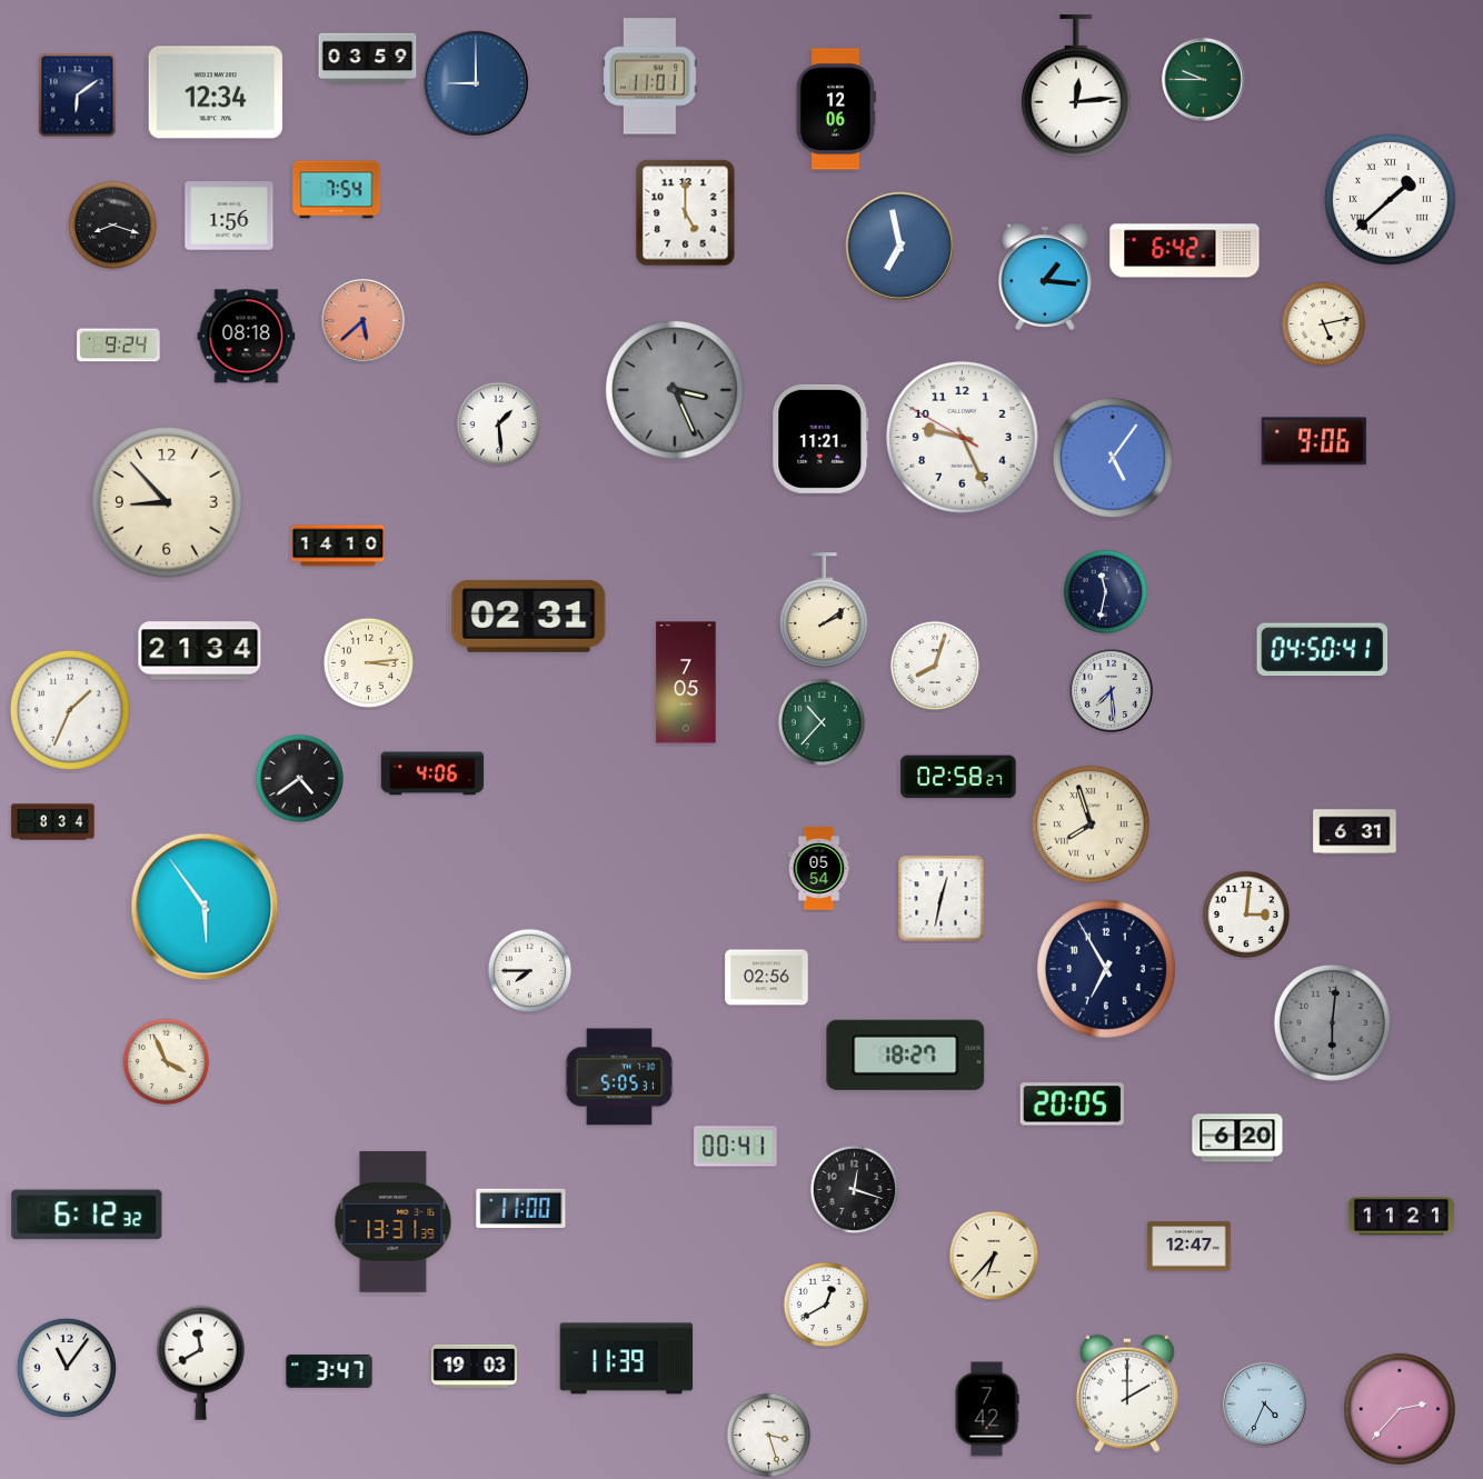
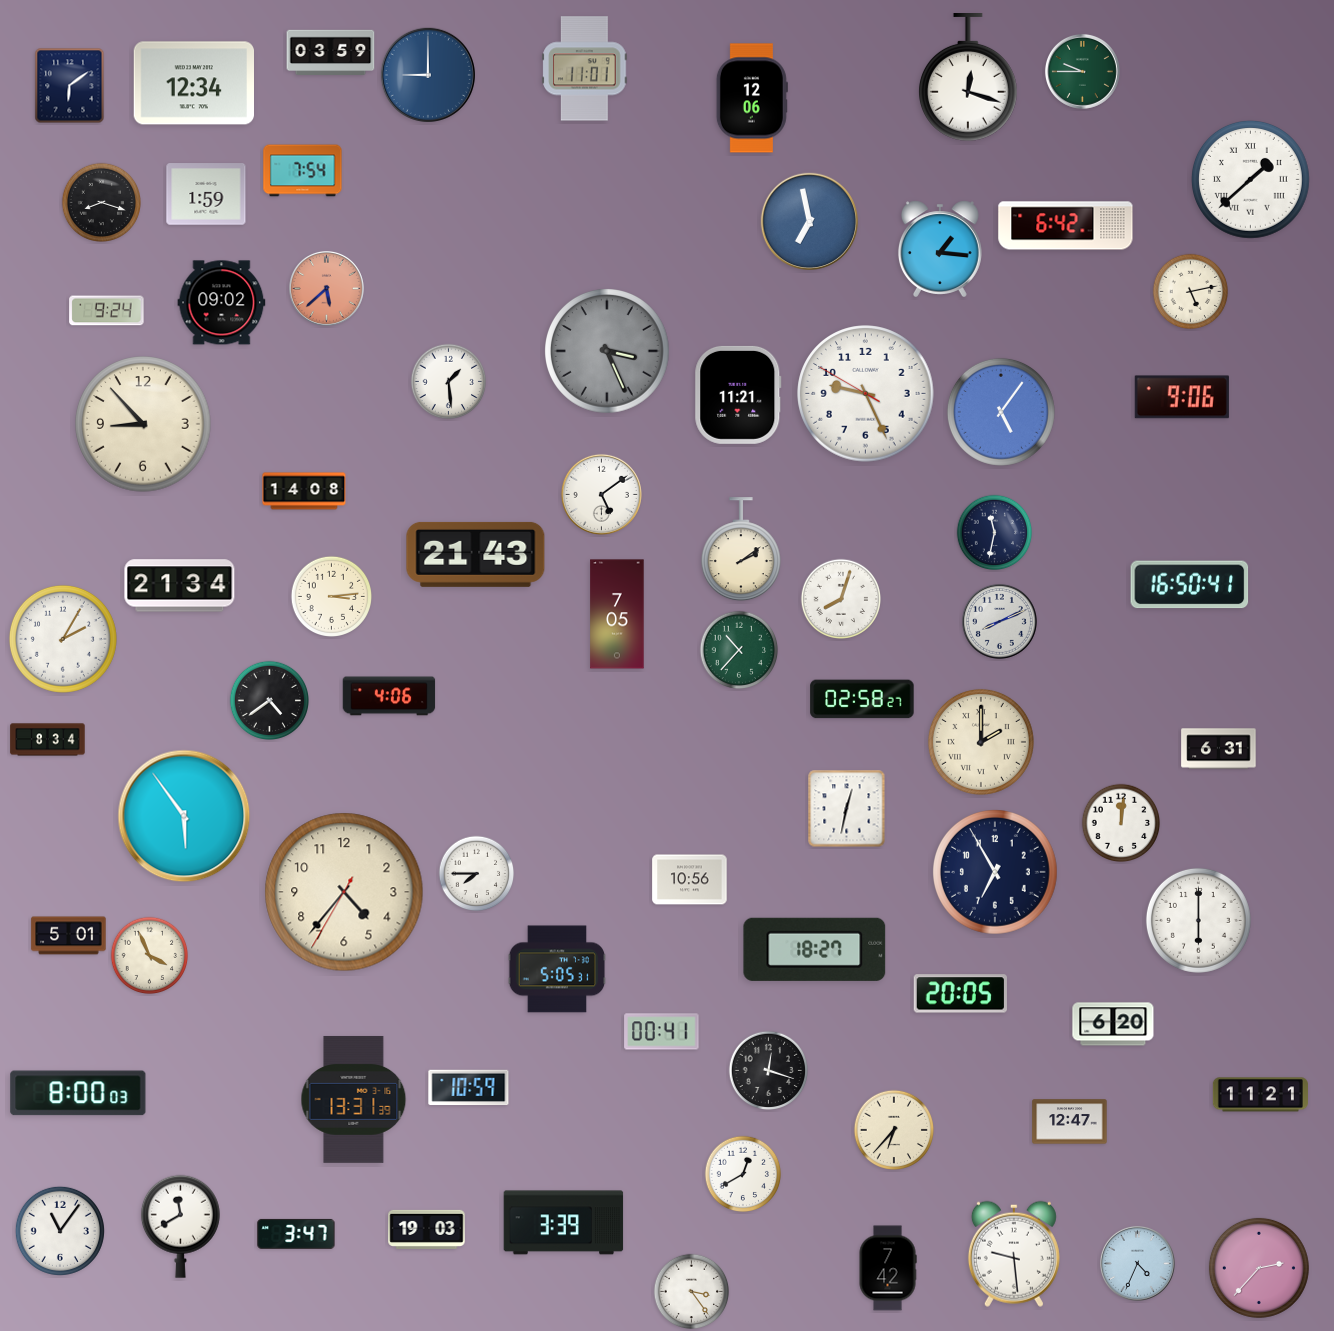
clock at (1076, 87): 12:14 -> 12:18
clock at (686, 213): 5:00 -> none
clock at (229, 216): 1:56 -> 1:59
clock at (247, 337): 08:18 -> 09:02
clock at (167, 502) position: (167, 502) -> (143, 424)
clock at (338, 546): 14:10 -> 14:08
clock at (601, 494): none -> 5:09
clock at (529, 616): 02:31 -> 21:43
clock at (1323, 650): 04:50 -> 16:50
clock at (1111, 690): 7:29 -> 8:11
clock at (70, 710): 1:34 -> 2:05
clock at (1091, 825): 7:57 -> 2:00
clock at (819, 869): 05:54 -> none
clock at (1246, 915): 3:01 -> 12:01
clock at (767, 978): 02:56 -> 10:56
clock at (344, 892): none -> 4:36
clock at (1332, 1022): 6:01 -> 6:00
clock at (1332, 1022) dial: grey -> white
clock at (69, 936): none -> 5:01
clock at (1072, 1105) position: (1072, 1105) -> (960, 994)
clock at (521, 1209): 11:00 -> 10:59
clock at (87, 1215): 6:12 -> 8:00
clock at (627, 1359): 11:39 -> 3:39
clock at (1127, 1393): 2:00 -> 9:29
clock at (769, 1436): 3:27 -> 3:24
